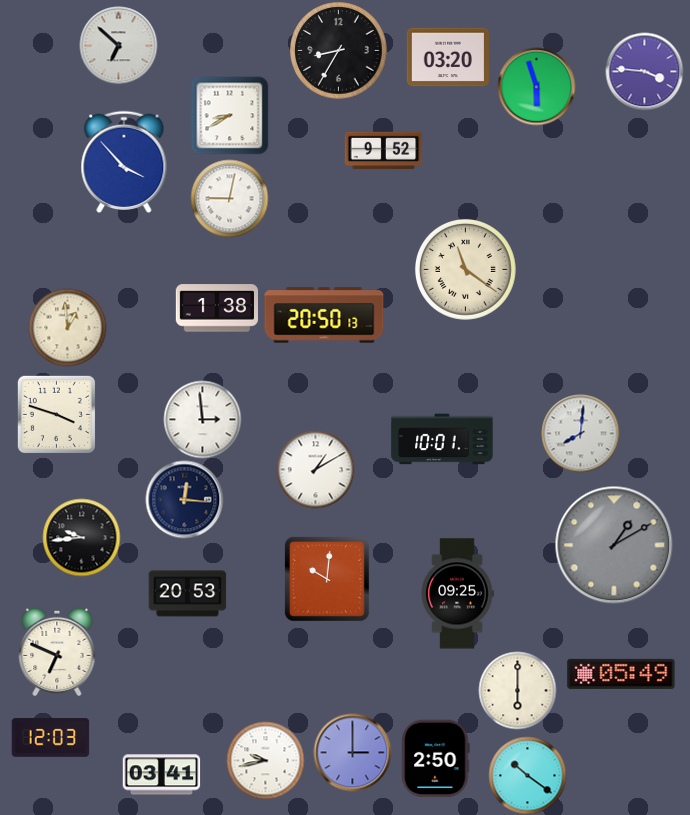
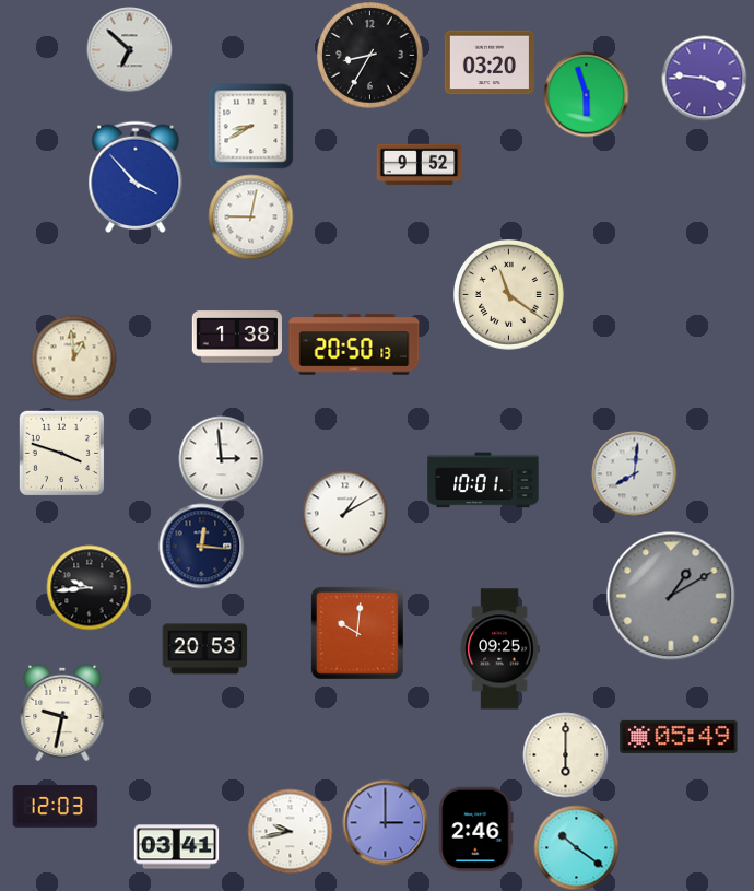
clock at (57, 651): 6:49 -> 9:32
clock at (436, 758): 2:50 -> 2:46
